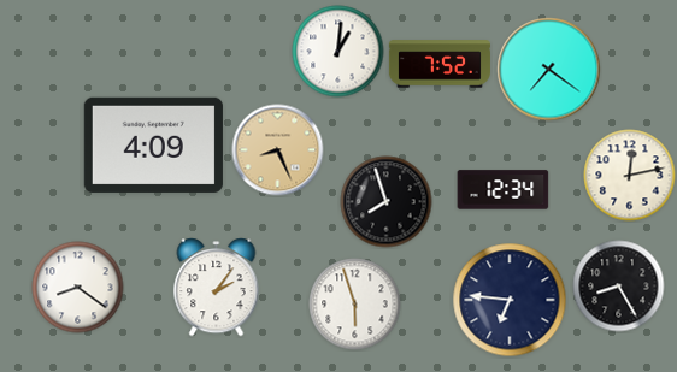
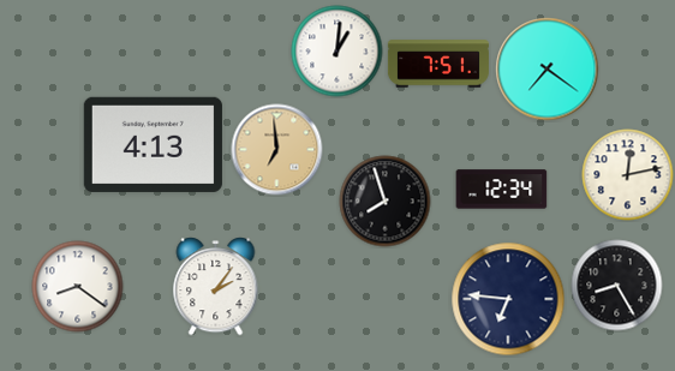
clock at (440, 64): 7:52 -> 7:51
clock at (153, 144): 4:09 -> 4:13
clock at (278, 150): 8:26 -> 6:59
clock at (355, 305): 5:57 -> none
